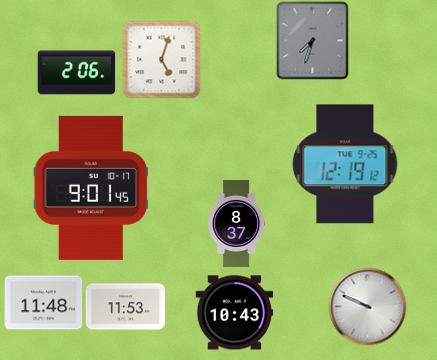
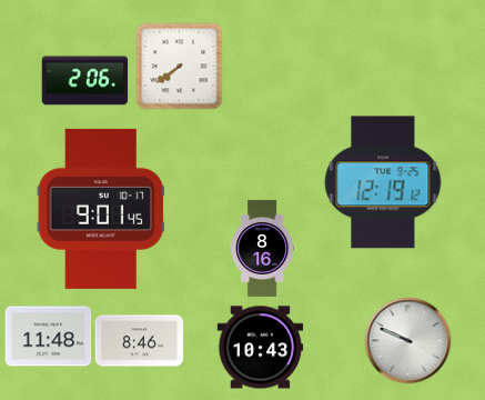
clock at (313, 40): 7:33 -> none
clock at (161, 59): 5:03 -> 7:39
clock at (237, 223): 8:37 -> 8:16
clock at (125, 307): 11:53 -> 8:46
